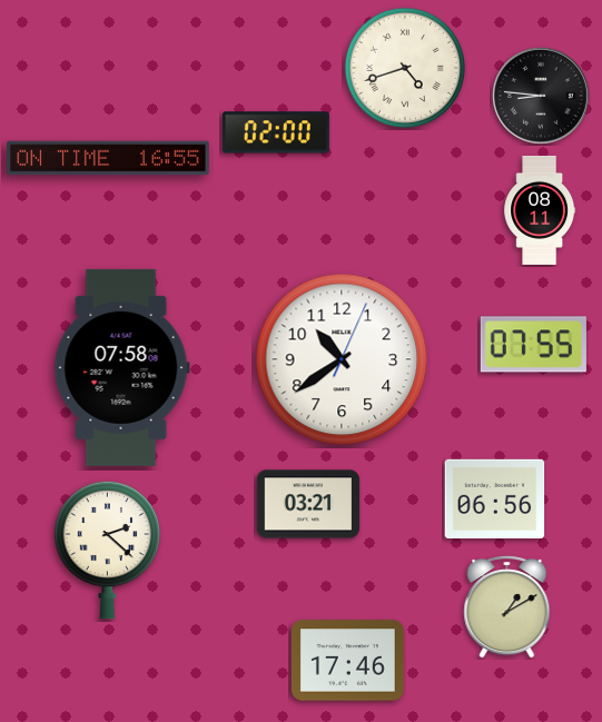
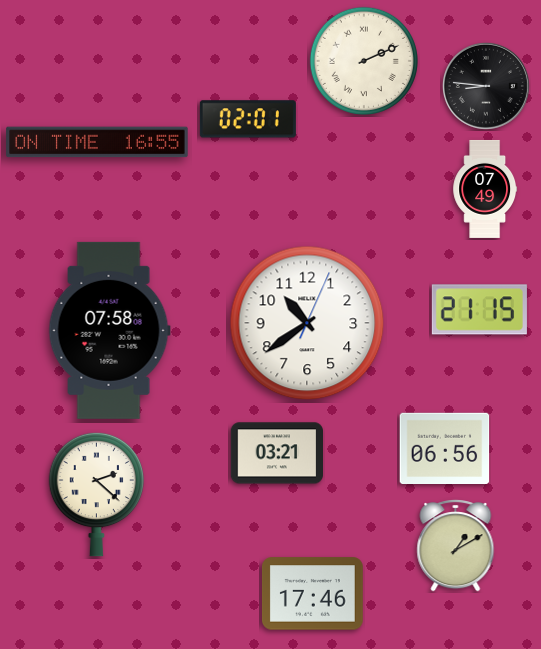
clock at (405, 68): 4:42 -> 2:11
clock at (276, 132): 02:00 -> 02:01
clock at (540, 210): 08:11 -> 07:49
clock at (533, 345): 07:55 -> 21:15
